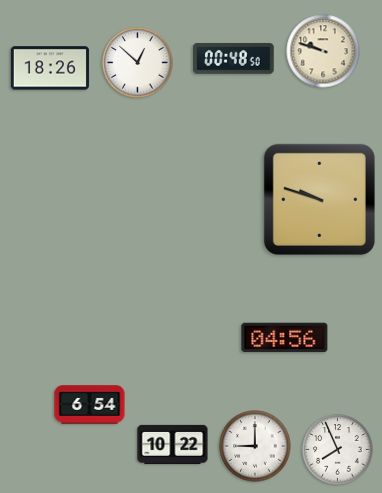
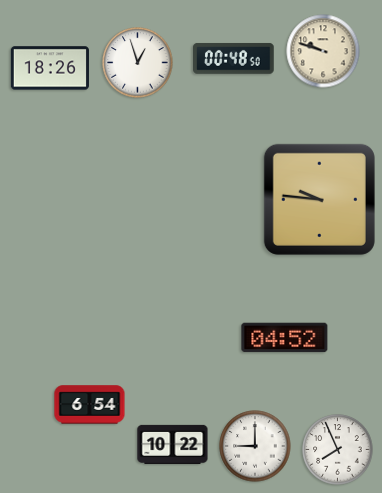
clock at (138, 63): 12:52 -> 12:57
clock at (319, 199): 9:48 -> 9:46
clock at (285, 338): 04:56 -> 04:52
